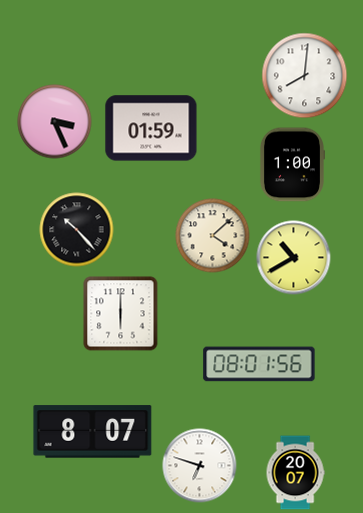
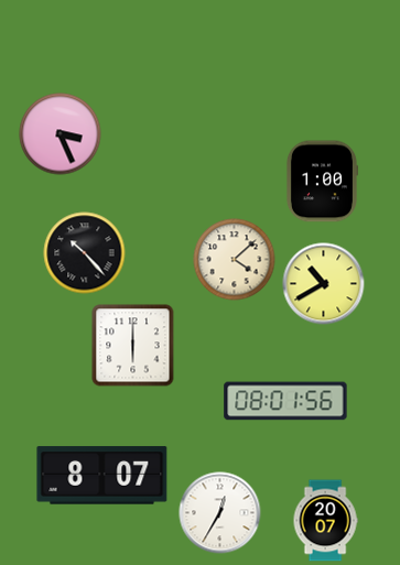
clock at (305, 76): 8:01 -> none
clock at (151, 128): 01:59 -> none
clock at (200, 466): 6:48 -> 12:35
